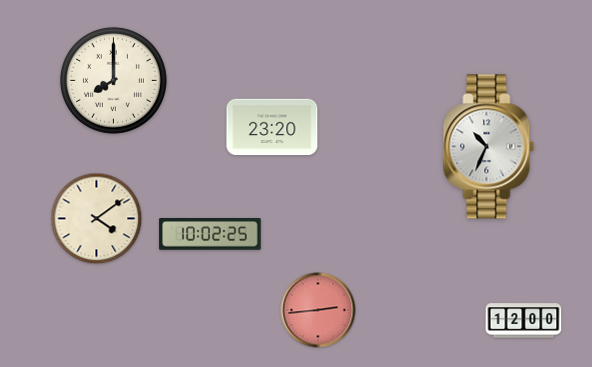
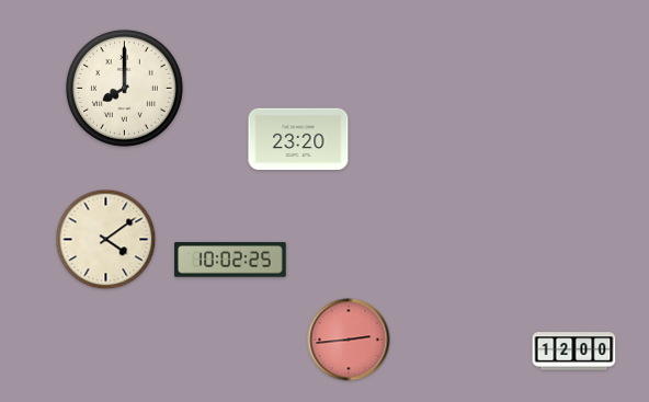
clock at (489, 147): 10:34 -> none
clock at (210, 234) position: (210, 234) -> (230, 260)
